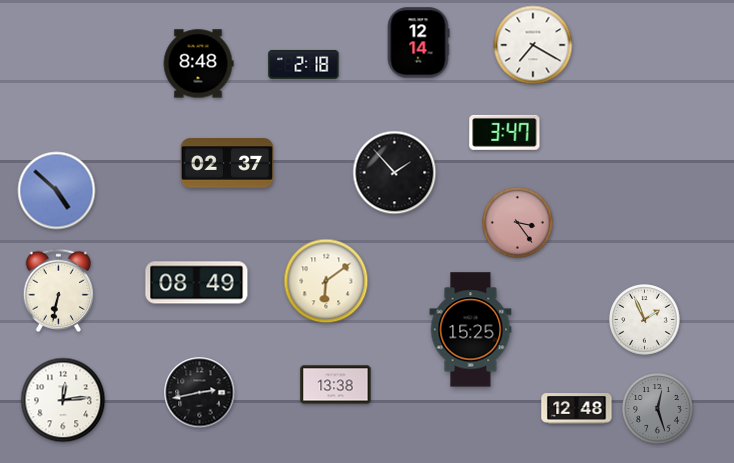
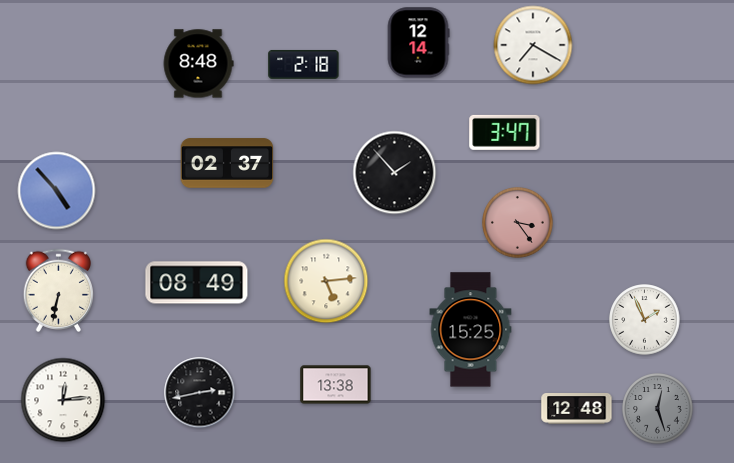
clock at (57, 191): 4:52 -> 4:53
clock at (326, 281): 6:09 -> 5:14
